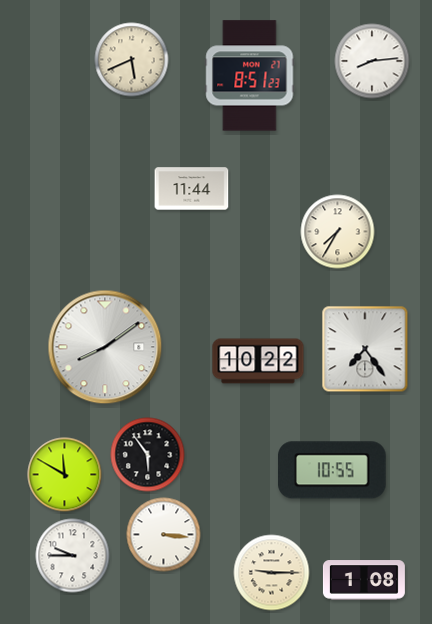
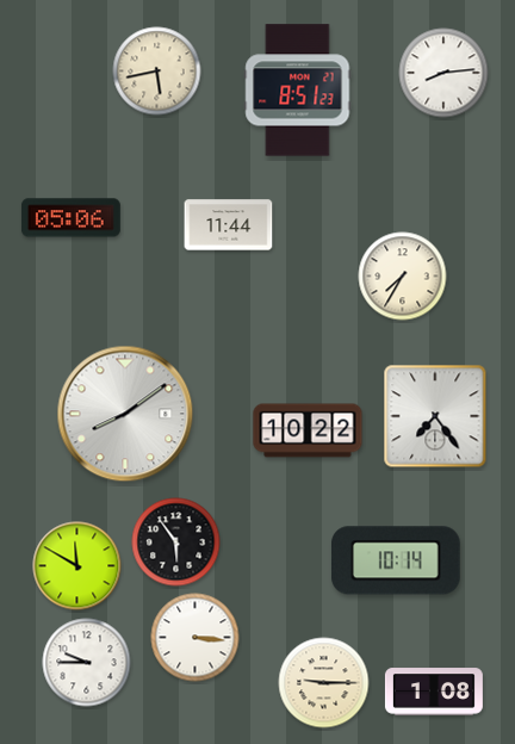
clock at (132, 60): 5:41 -> 5:43
clock at (70, 218): none -> 05:06
clock at (333, 470): 10:55 -> 10:14
